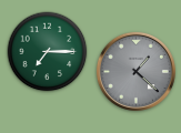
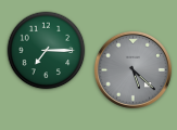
clock at (135, 71): 1:22 -> 5:22
